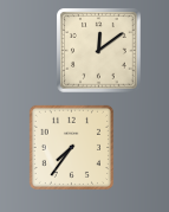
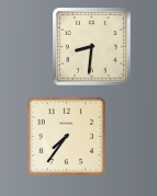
clock at (99, 51): 12:09 -> 8:31
